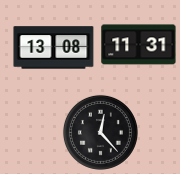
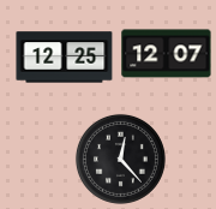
clock at (139, 45): 11:31 -> 12:07
clock at (54, 48): 13:08 -> 12:25
